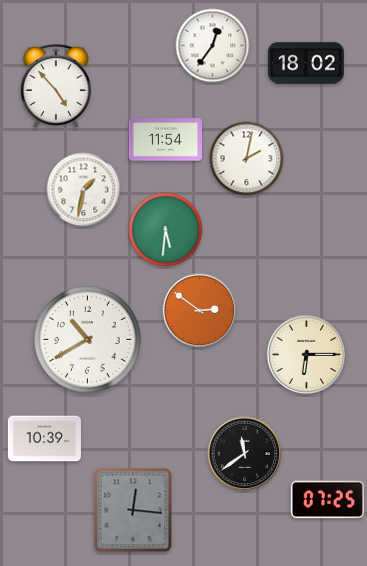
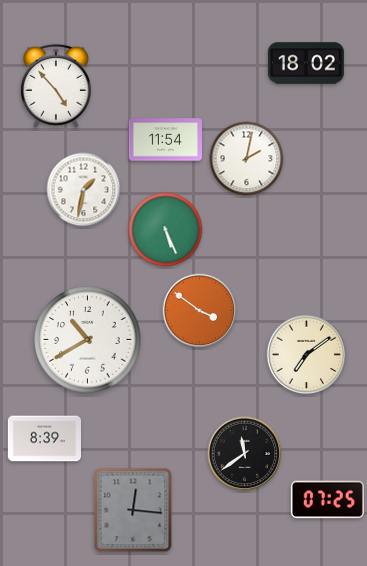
clock at (213, 46): 12:36 -> none
clock at (166, 230): 5:31 -> 5:26
clock at (200, 311): 2:51 -> 3:51
clock at (307, 355): 6:15 -> 7:09
clock at (44, 439): 10:39 -> 8:39
